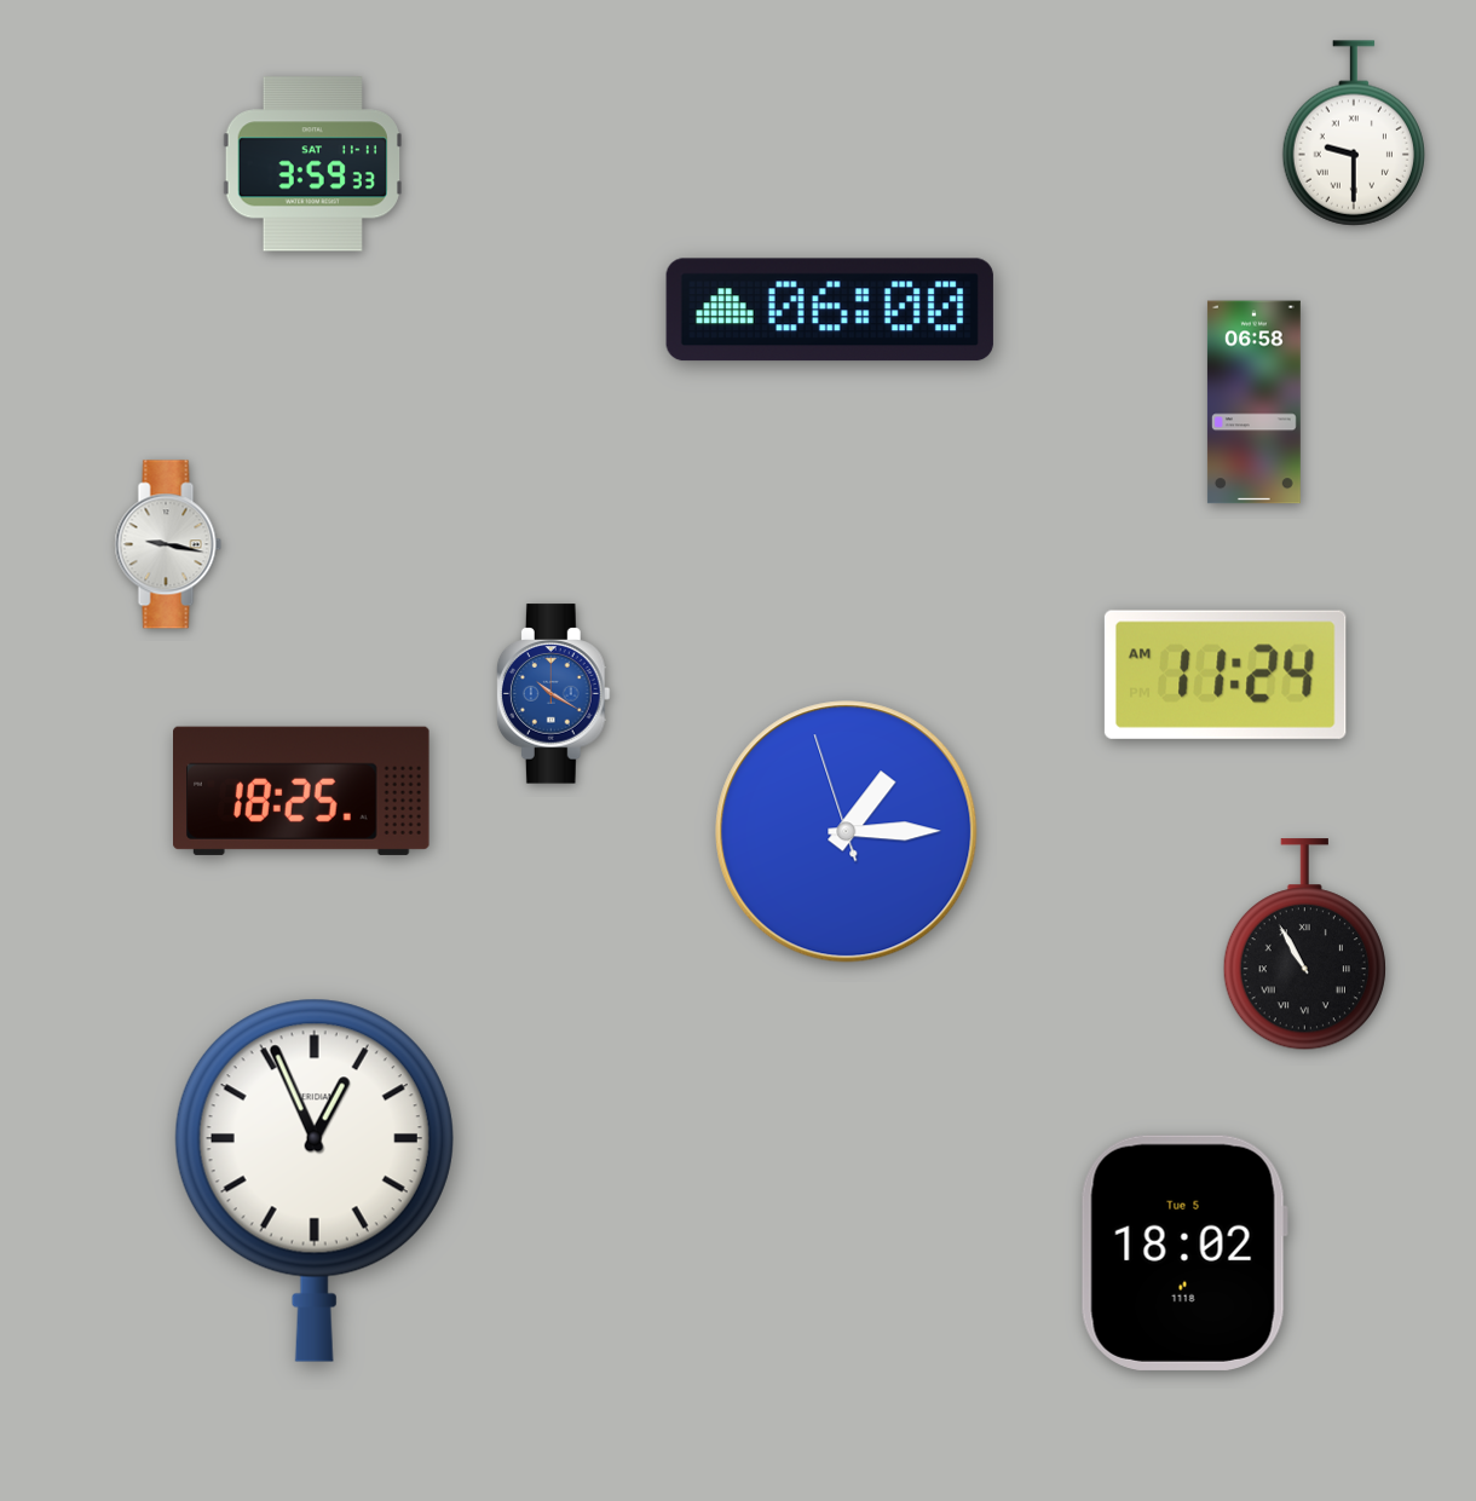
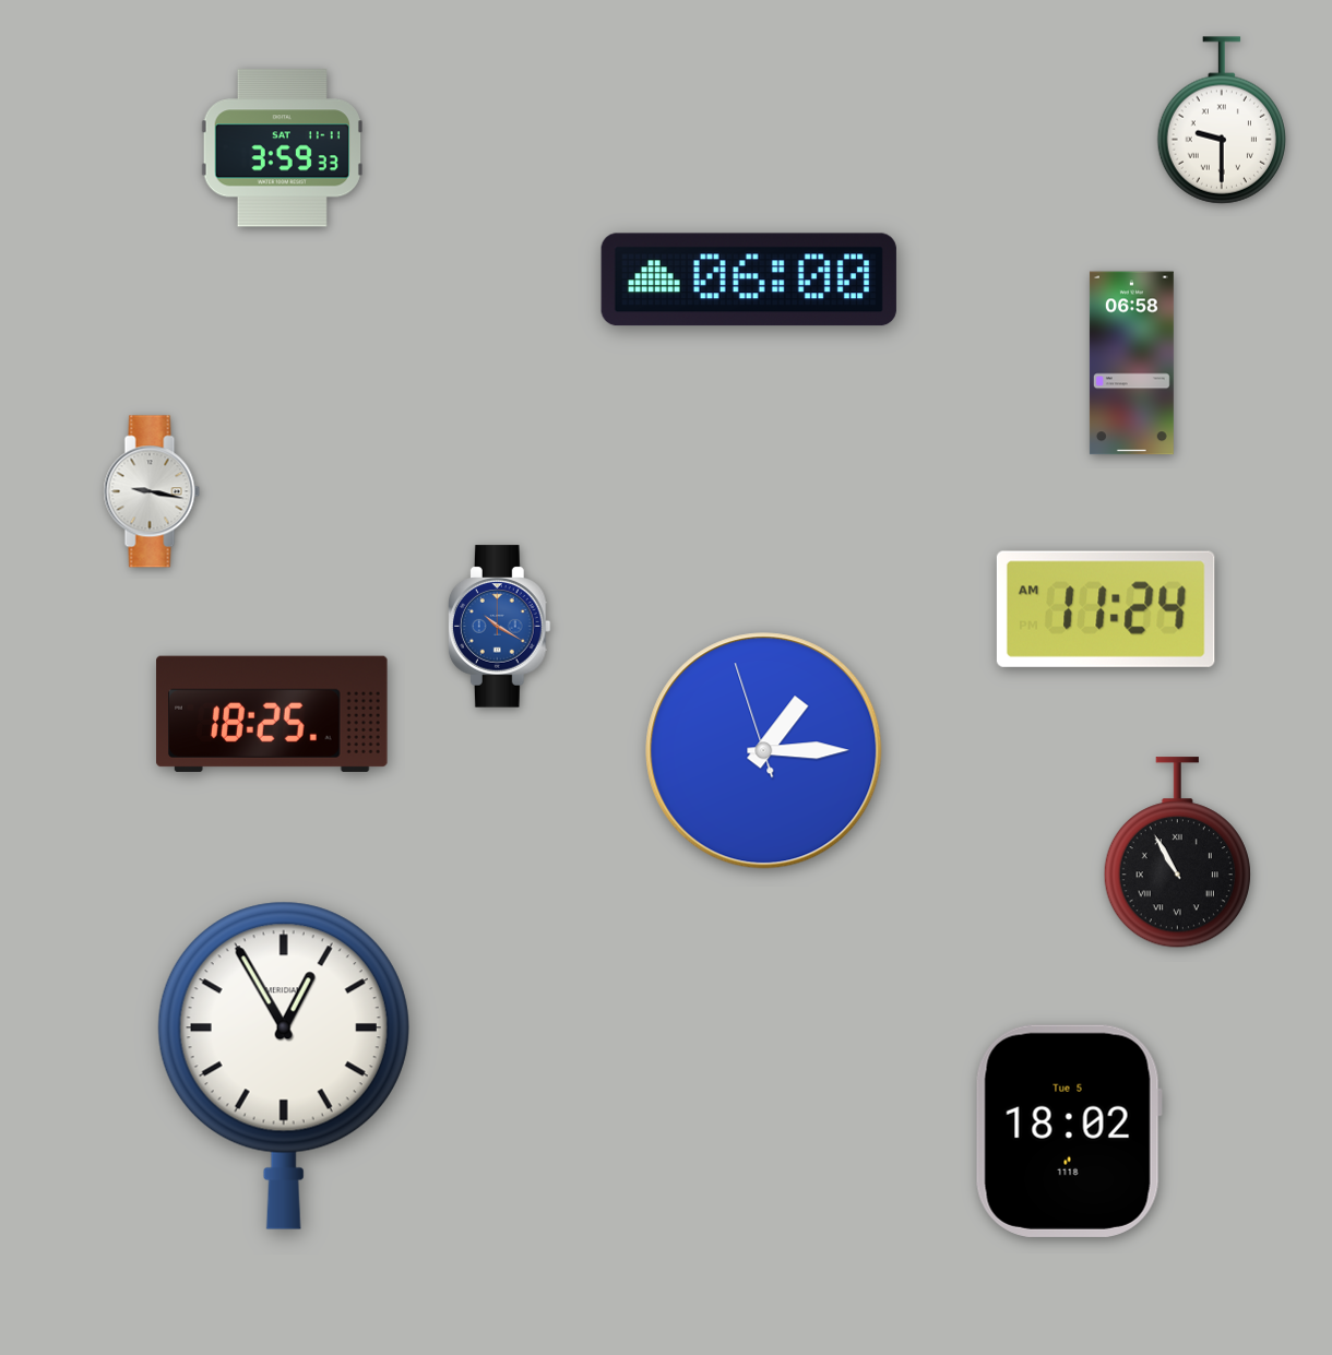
clock at (315, 1180): 12:56 -> 12:55
